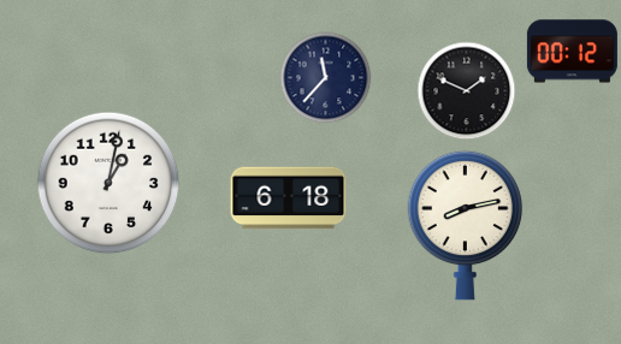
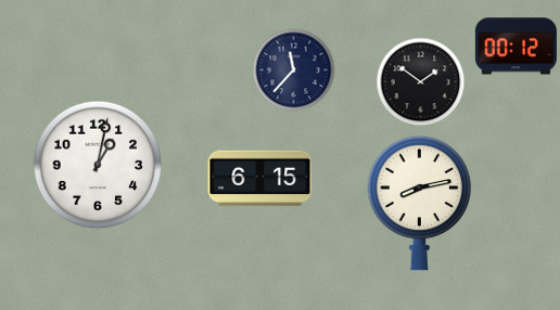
clock at (467, 91): 1:49 -> 1:51
clock at (289, 198): 6:18 -> 6:15
